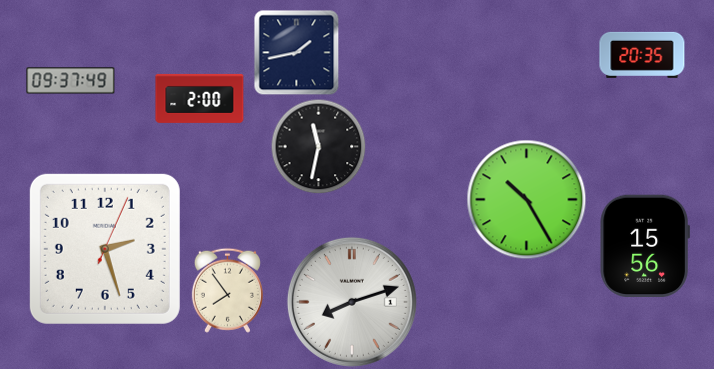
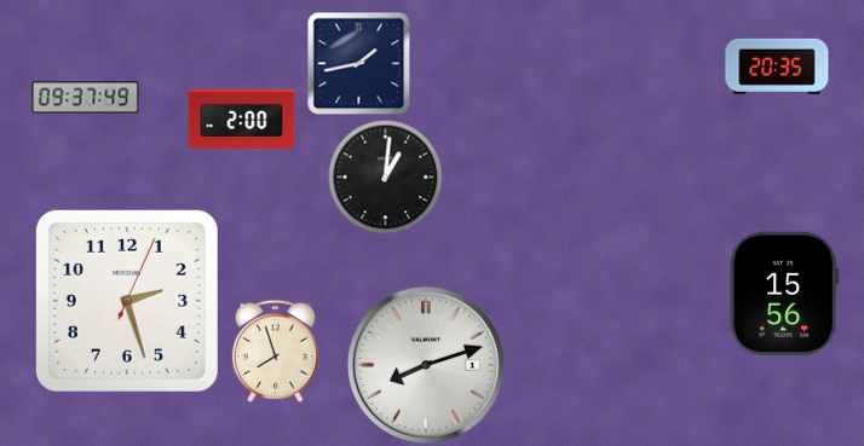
clock at (318, 146): 11:32 -> 1:01
clock at (527, 200): 10:25 -> none
clock at (645, 245) position: (645, 245) -> (784, 292)
clock at (227, 290): 7:54 -> 7:57
